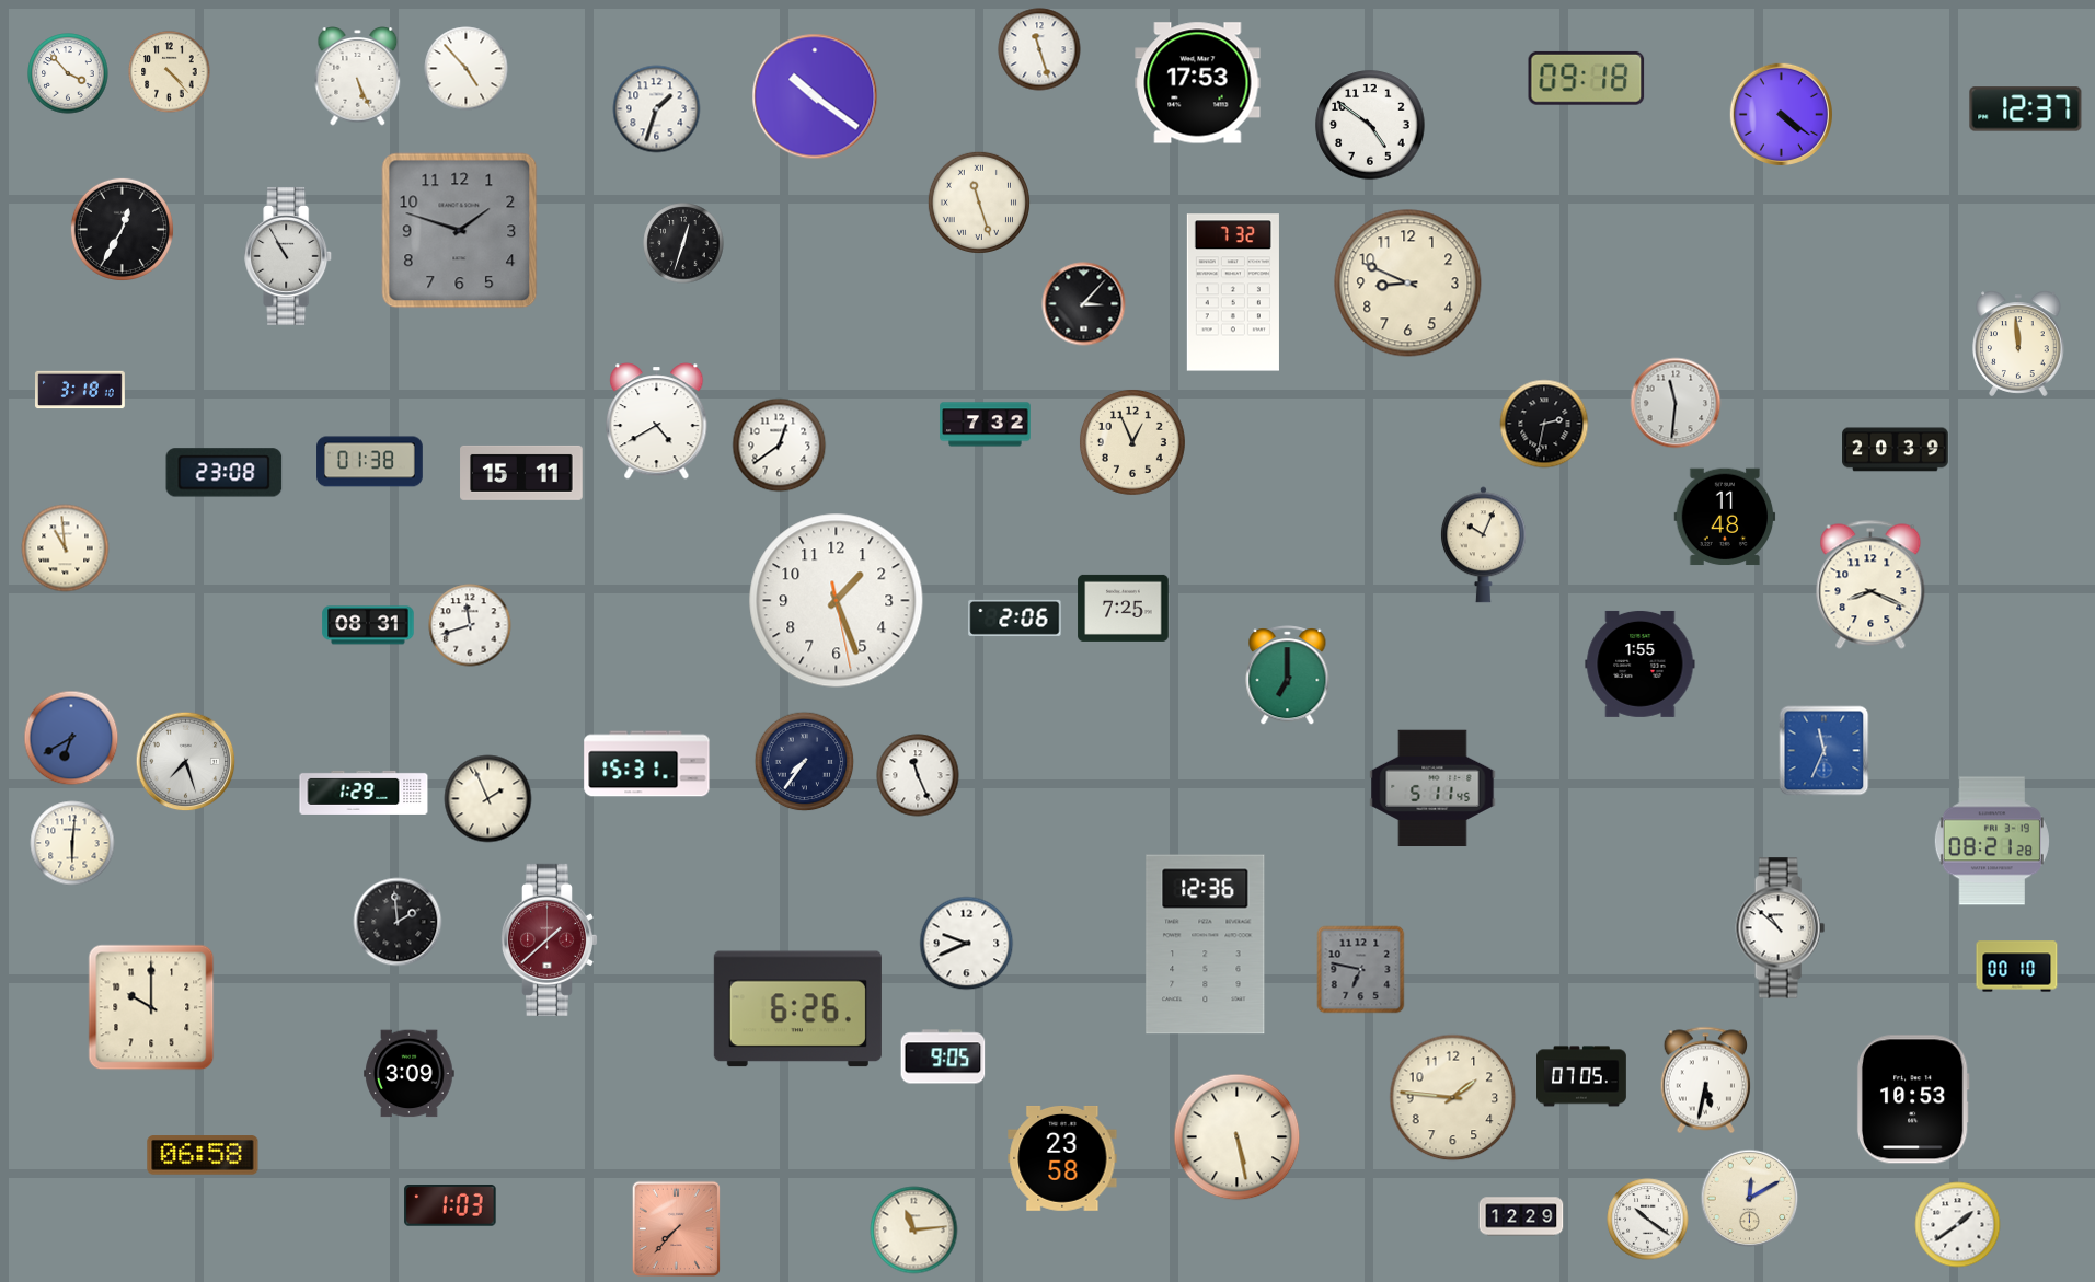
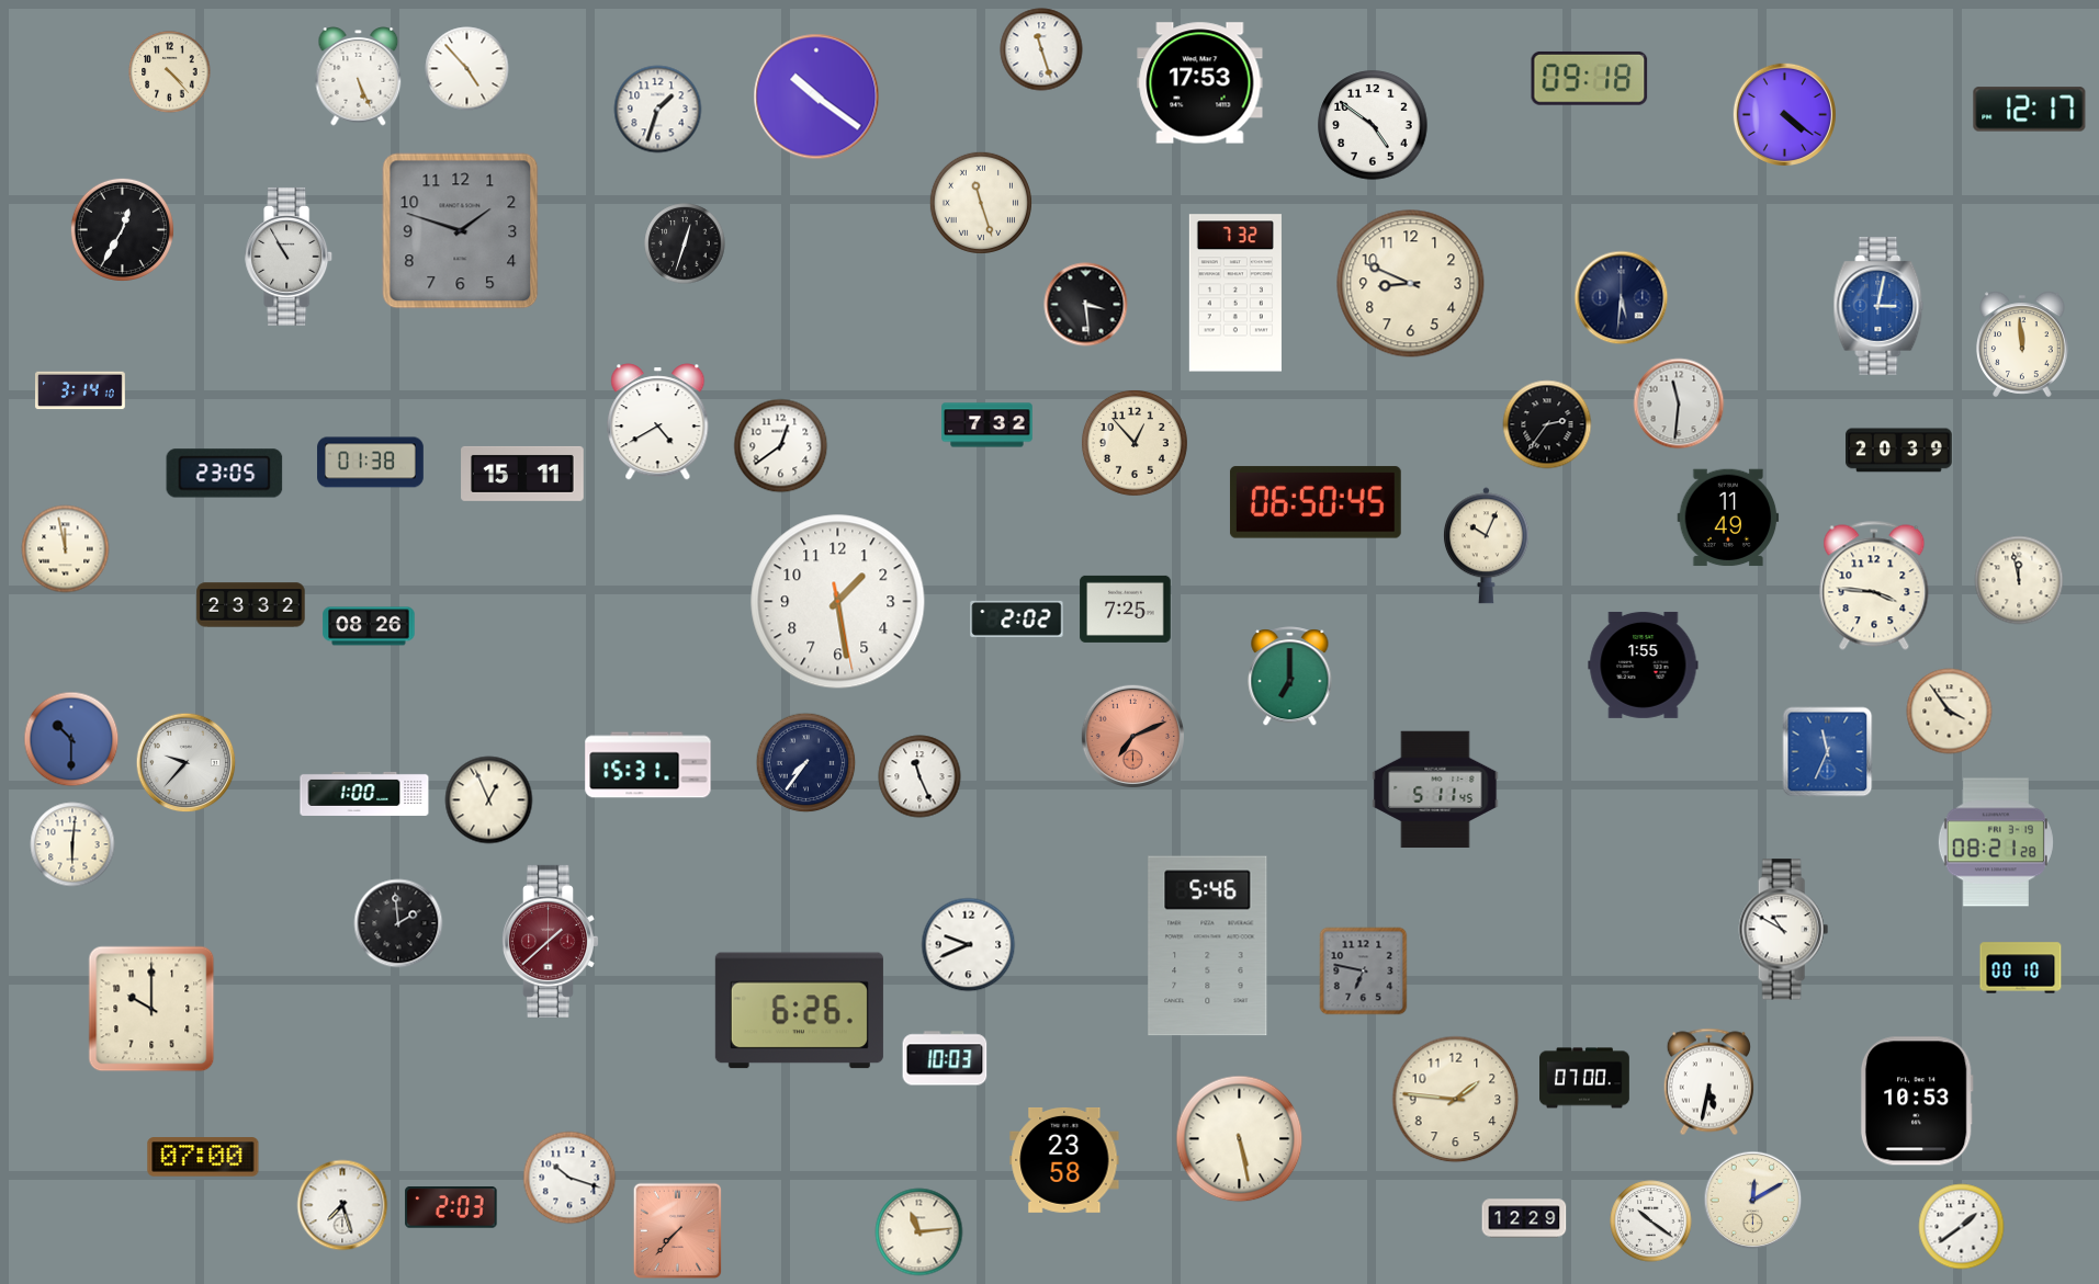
clock at (68, 73): 3:53 -> none
clock at (2026, 109): 12:37 -> 12:17
clock at (1622, 298): none -> 5:31
clock at (1084, 304): 3:07 -> 3:29
clock at (1878, 306): none -> 3:02
clock at (81, 390): 3:18 -> 3:14
clock at (1544, 424): 2:32 -> 2:36
clock at (1132, 442): 12:56 -> 12:53
clock at (225, 473): 23:08 -> 23:05
clock at (1316, 502): none -> 06:50
clock at (1725, 517): 11:48 -> 11:49
clock at (66, 548): 10:59 -> 11:58
clock at (2019, 580): none -> 11:58
clock at (1870, 585): 8:19 -> 3:46
clock at (837, 601): 1:26 -> 1:28
clock at (251, 605): none -> 23:32
clock at (1015, 617): 2:06 -> 2:02
clock at (368, 625): 08:31 -> 08:26
clock at (470, 625): 11:42 -> none
clock at (1950, 712): none -> 3:54
clock at (1132, 736): none -> 7:11
clock at (71, 738): 6:40 -> 10:30
clock at (186, 762): 7:27 -> 9:37
clock at (364, 793): 1:29 -> 1:00
clock at (488, 799): 1:56 -> 12:56
clock at (1780, 928): 10:52 -> 10:50
clock at (1206, 945): 12:36 -> 5:46
clock at (943, 1056): 9:05 -> 10:03
clock at (410, 1074): 3:09 -> none
clock at (1582, 1076): 07:05 -> 07:00
clock at (203, 1155): 06:58 -> 07:00
clock at (569, 1178): none -> 10:18
clock at (342, 1205): none -> 7:27
clock at (450, 1206): 1:03 -> 2:03
clock at (914, 1231) position: (914, 1231) -> (919, 1232)
